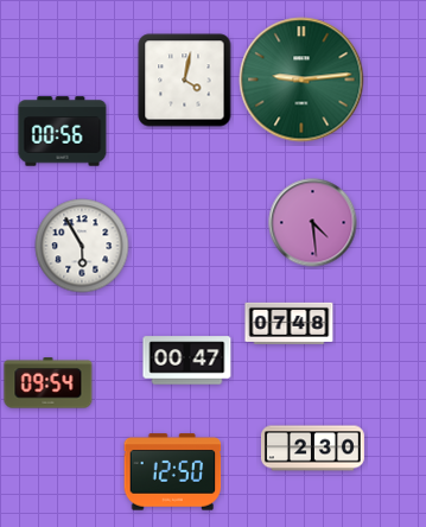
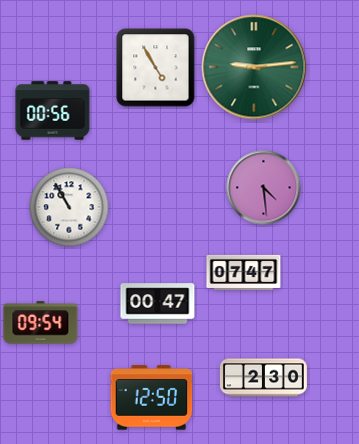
clock at (185, 81): 4:02 -> 4:55
clock at (82, 246): 5:55 -> 10:55
clock at (290, 323): 07:48 -> 07:47
clock at (173, 472) position: (173, 472) -> (152, 398)
